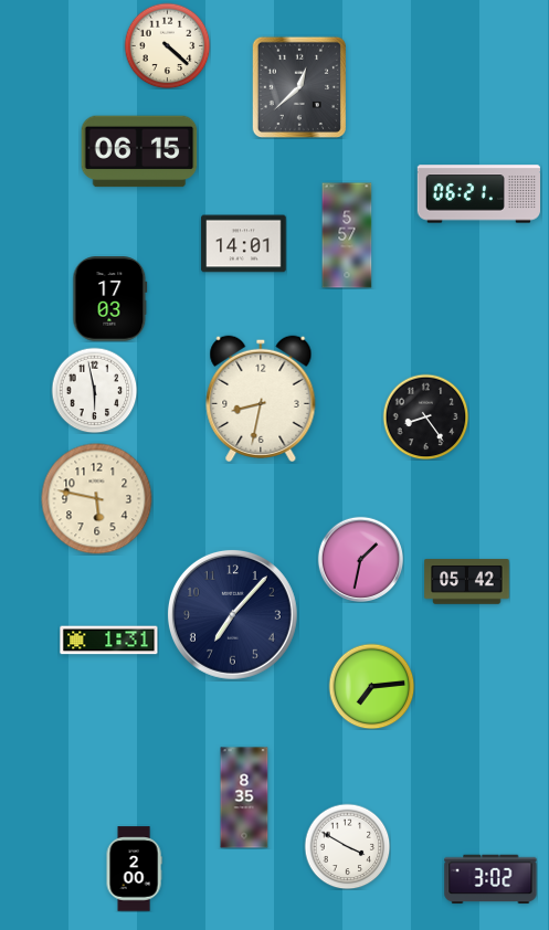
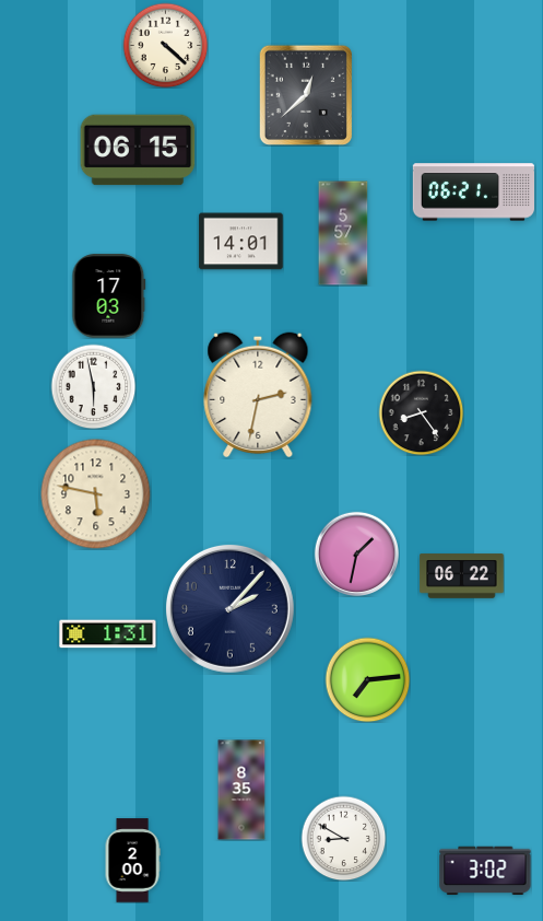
clock at (299, 86) position: (299, 86) -> (306, 94)
clock at (261, 399): 8:32 -> 2:32
clock at (467, 582): 05:42 -> 06:22
clock at (232, 614): 7:07 -> 2:07
clock at (347, 846): 3:50 -> 8:50
